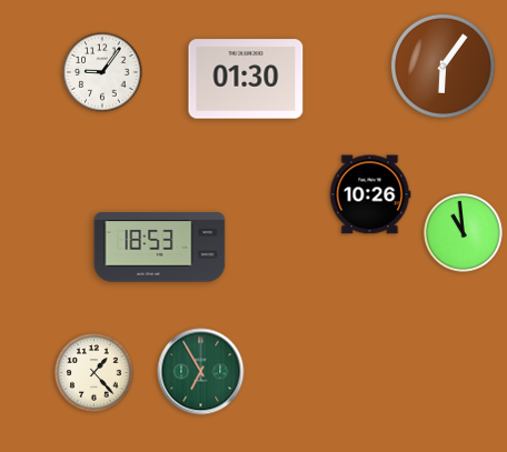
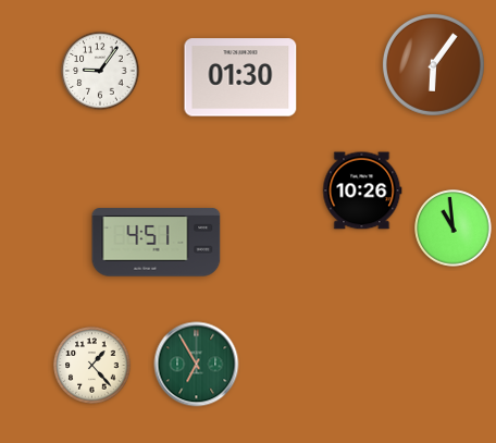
clock at (160, 248): 18:53 -> 4:51
